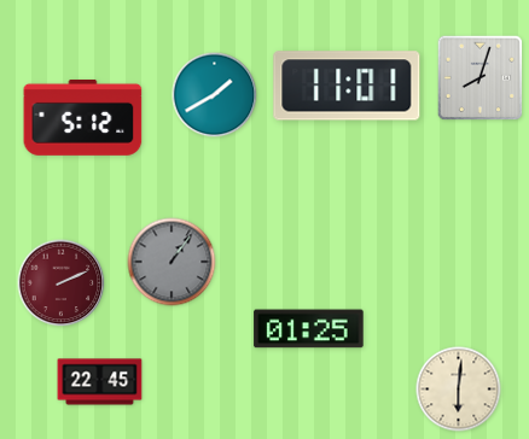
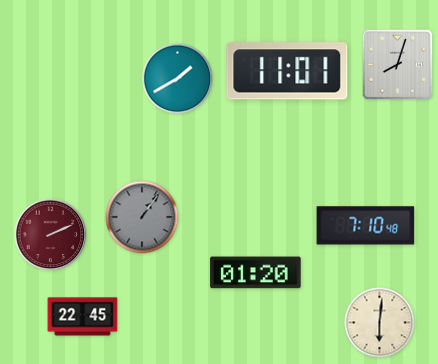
clock at (83, 117): 5:12 -> none
clock at (366, 226): none -> 7:10
clock at (309, 329): 01:25 -> 01:20
